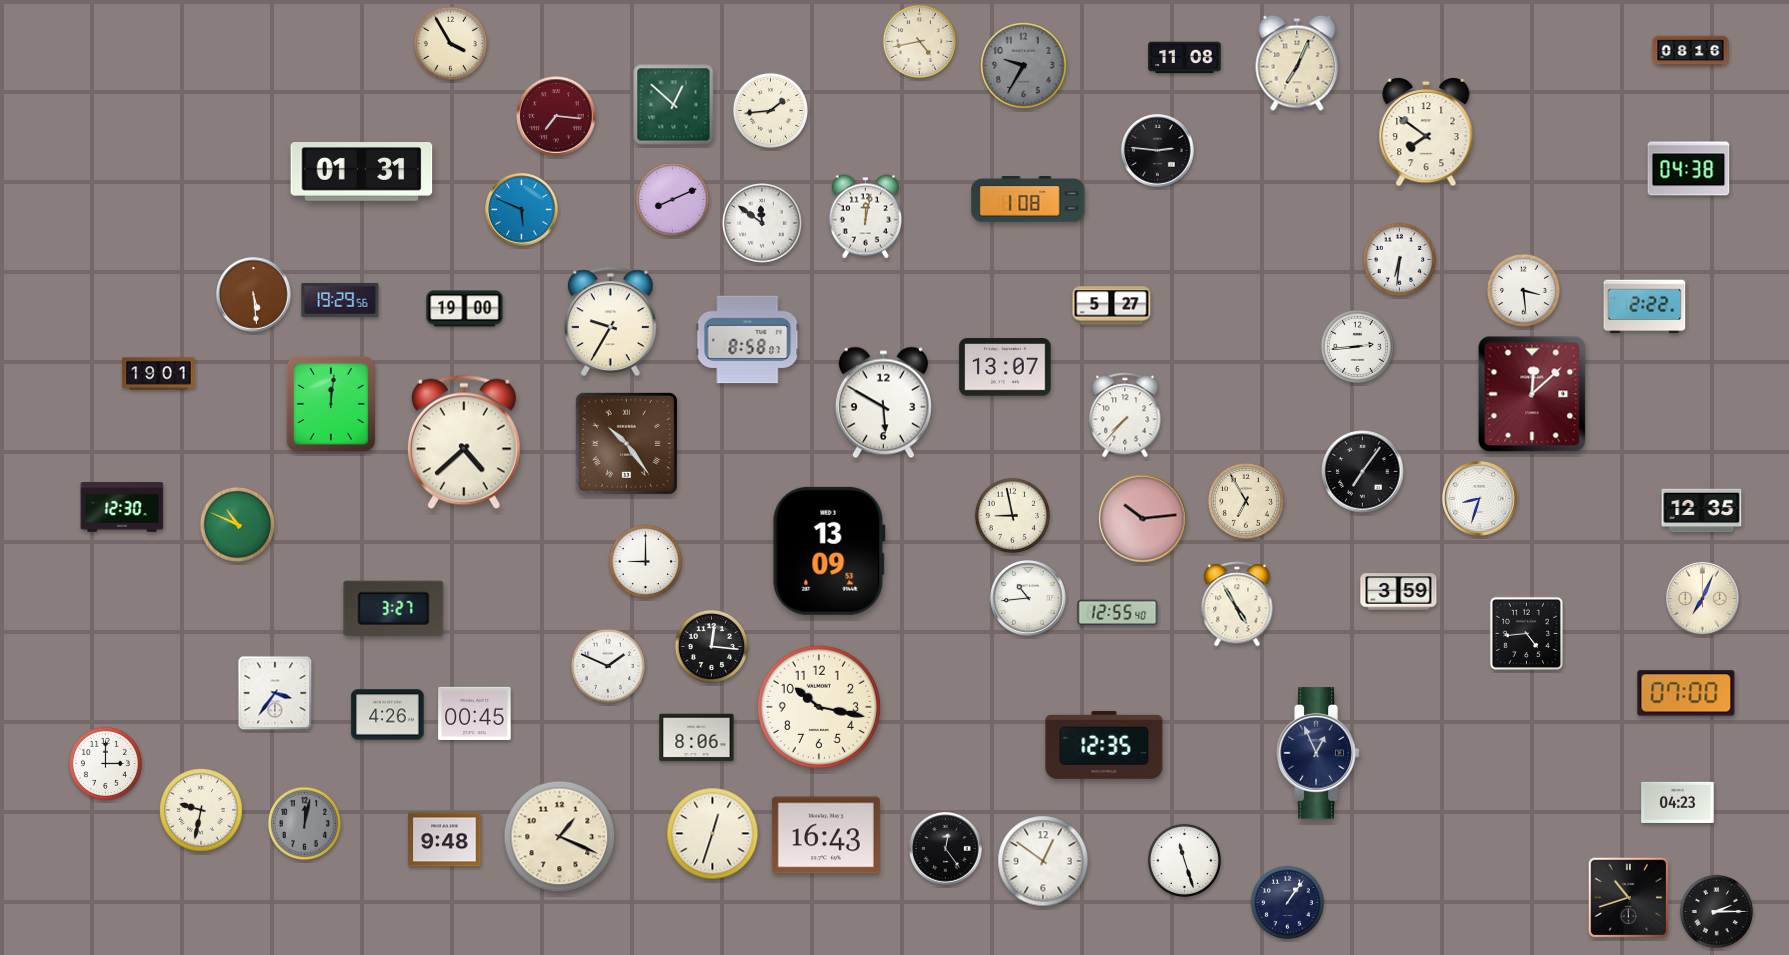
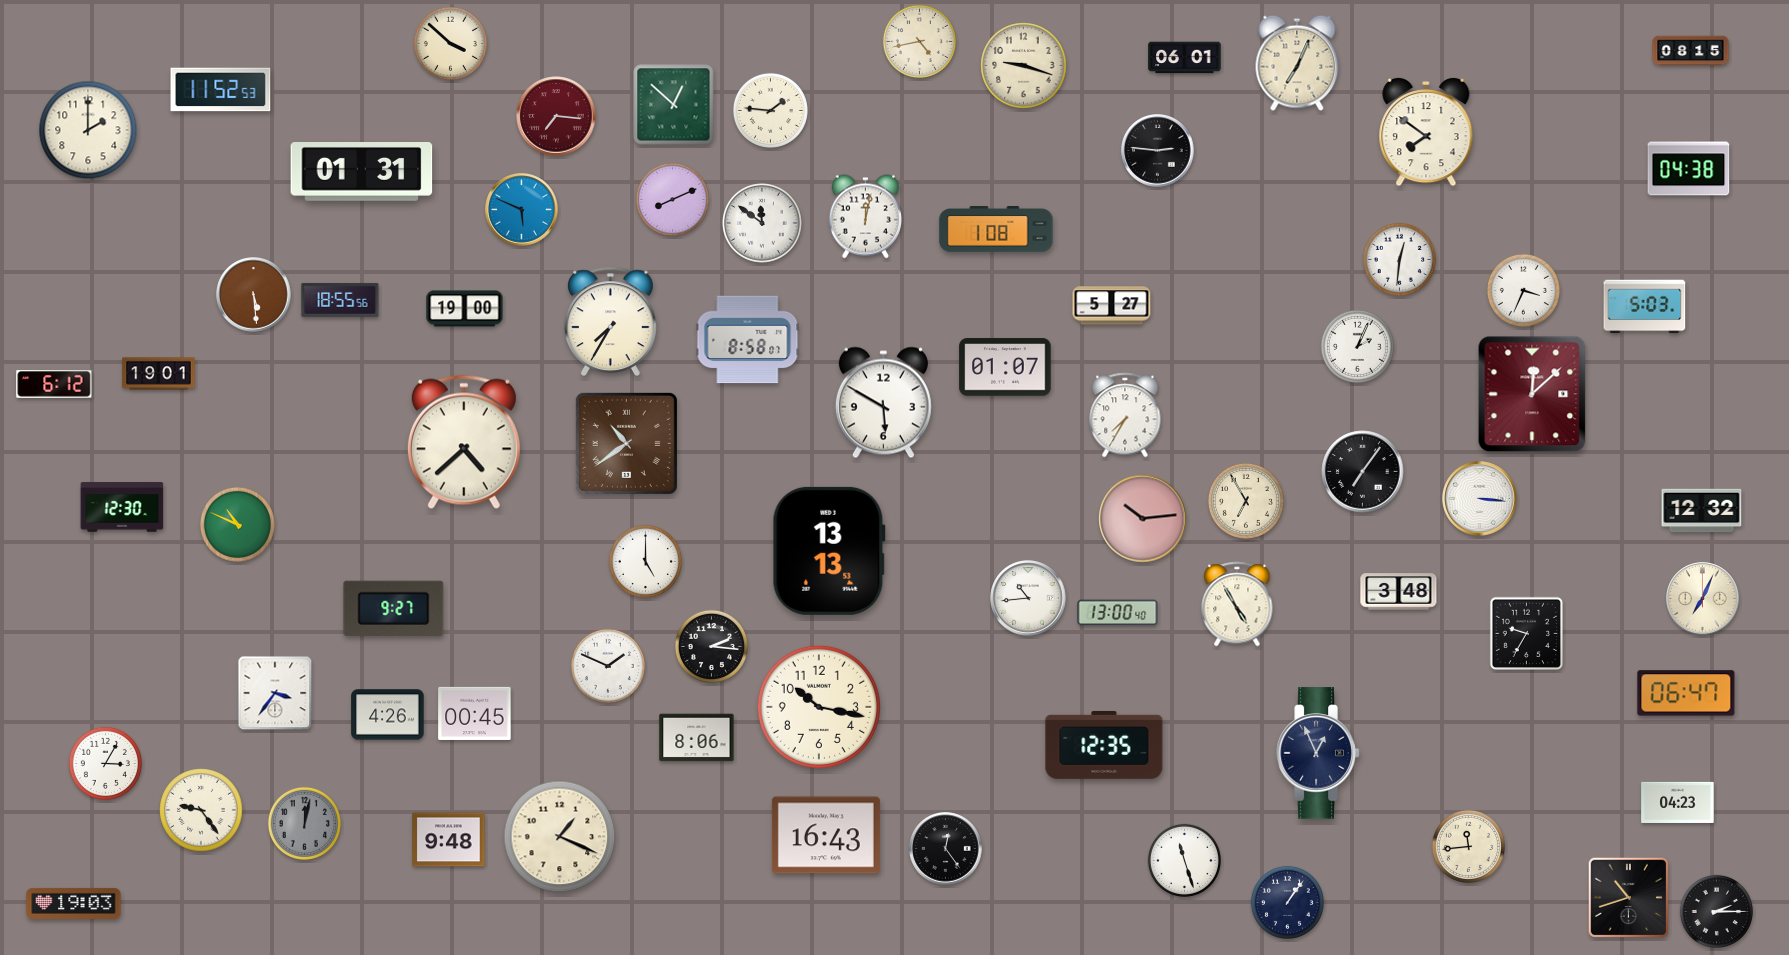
clock at (450, 43): 3:55 -> 3:52
clock at (1691, 51): 08:16 -> 08:15
clock at (1185, 58): 11:08 -> 06:01
clock at (1024, 66): 9:35 -> 9:18
clock at (1024, 66) dial: grey -> cream
clock at (221, 90): none -> 11:52
clock at (770, 110): 1:44 -> 1:46
clock at (88, 130): none -> 2:00
clock at (1028, 199) position: (1028, 199) -> (996, 229)
clock at (1399, 259): 6:31 -> 12:31
clock at (1523, 290): 3:29 -> 3:34
clock at (340, 300): 19:29 -> 18:55
clock at (1645, 307): 2:22 -> 5:03
clock at (611, 321): 9:35 -> 7:35
clock at (1357, 346): 2:44 -> 2:04
clock at (1005, 367): 13:07 -> 01:07
clock at (54, 384): none -> 6:12
clock at (331, 404): 12:01 -> none
clock at (1125, 415): 7:37 -> 7:35
clock at (626, 443): 10:24 -> 10:39
clock at (1480, 499): 8:33 -> 3:16
clock at (1702, 511): 12:35 -> 12:32
clock at (1012, 515): 8:58 -> none
clock at (829, 551): 13:09 -> 13:13
clock at (645, 561): 9:00 -> 5:00
clock at (1399, 592): 3:59 -> 3:48
clock at (394, 608): 3:27 -> 9:27
clock at (1118, 613): 12:55 -> 13:00
clock at (1526, 633): 4:44 -> 9:35
clock at (711, 646): 12:16 -> 2:16
clock at (1686, 693): 07:00 -> 06:47
clock at (105, 763): 3:00 -> 3:05
clock at (201, 810): 9:32 -> 9:24
clock at (713, 834): 12:33 -> none
clock at (445, 840) position: (445, 840) -> (449, 840)
clock at (1468, 846): none -> 11:44
clock at (1043, 861): 12:51 -> none
clock at (74, 903): none -> 19:03
